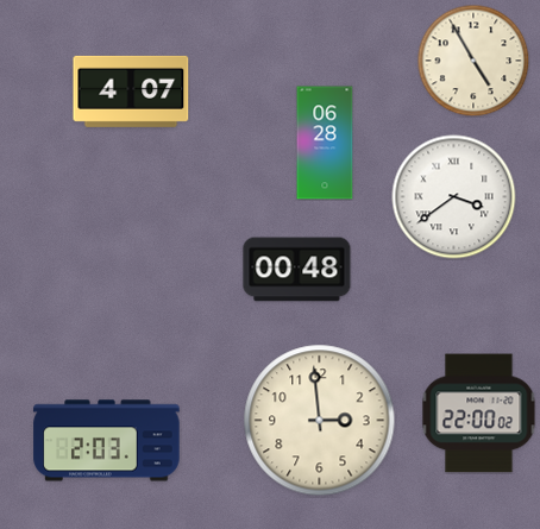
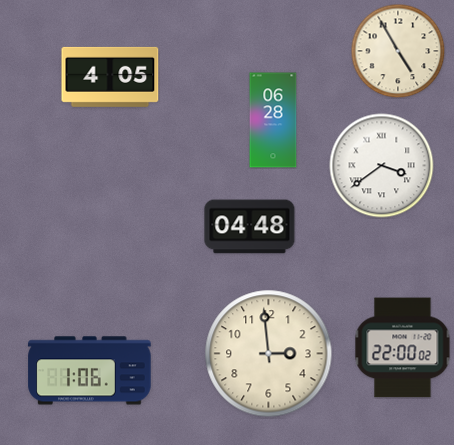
clock at (131, 92): 4:07 -> 4:05
clock at (297, 270): 00:48 -> 04:48
clock at (107, 441): 2:03 -> 1:06
